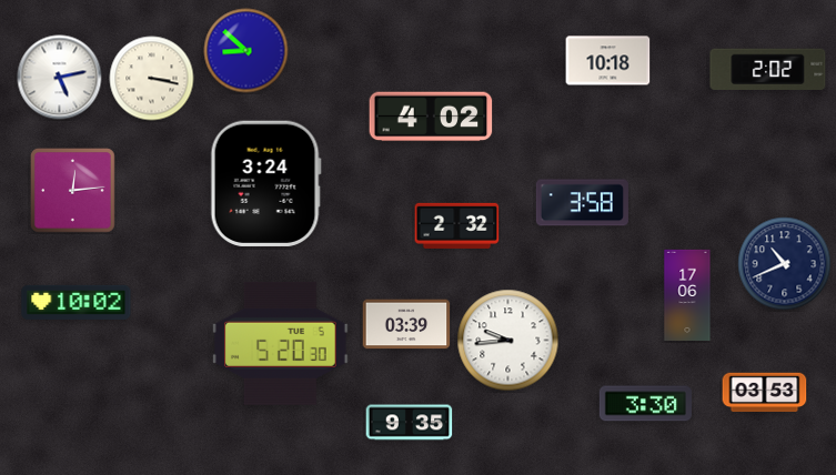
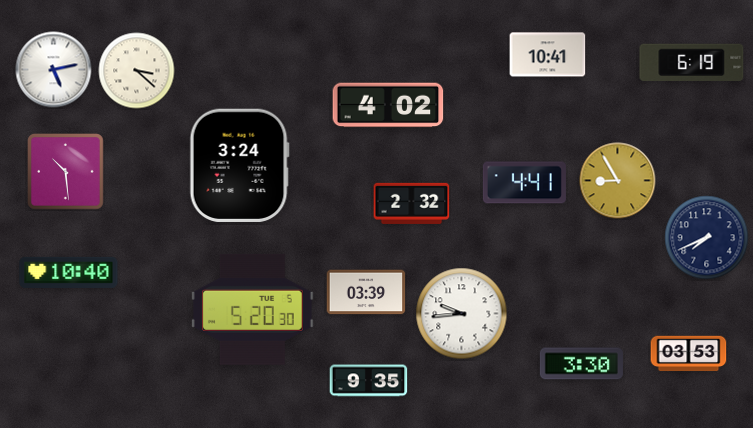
clock at (246, 51): 8:52 -> none
clock at (608, 61): 10:18 -> 10:41
clock at (768, 70): 2:02 -> 6:19
clock at (152, 79): 3:17 -> 3:22
clock at (73, 191): 12:14 -> 10:29
clock at (618, 181): none -> 8:55
clock at (582, 203): 3:58 -> 4:41
clock at (785, 264): 10:41 -> 7:41
clock at (687, 294): 17:06 -> none
clock at (77, 302): 10:02 -> 10:40
clock at (508, 341) position: (508, 341) -> (462, 314)
